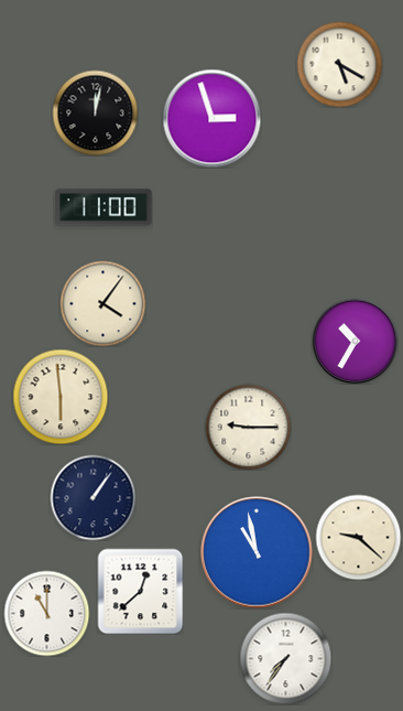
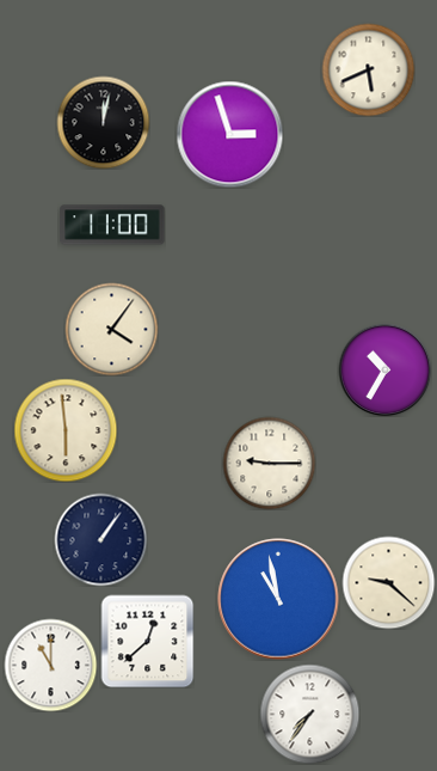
clock at (339, 64): 5:20 -> 5:41
clock at (211, 118) position: (211, 118) -> (229, 134)
clock at (140, 591) position: (140, 591) -> (147, 641)
